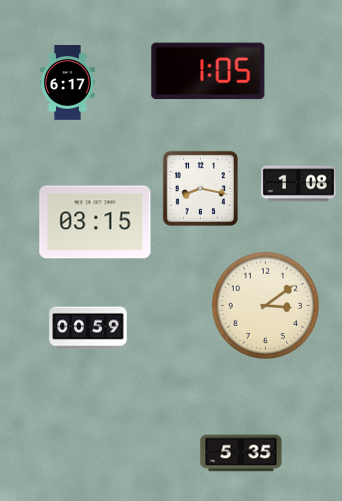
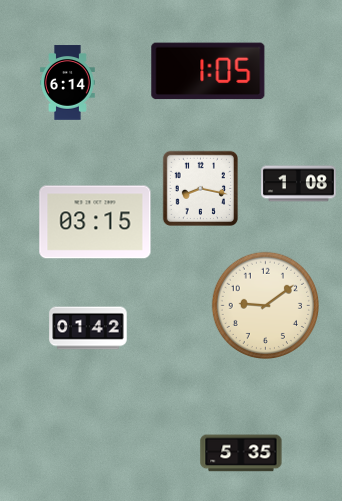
clock at (68, 83): 6:17 -> 6:14
clock at (265, 305): 3:09 -> 9:09
clock at (88, 328): 00:59 -> 01:42
